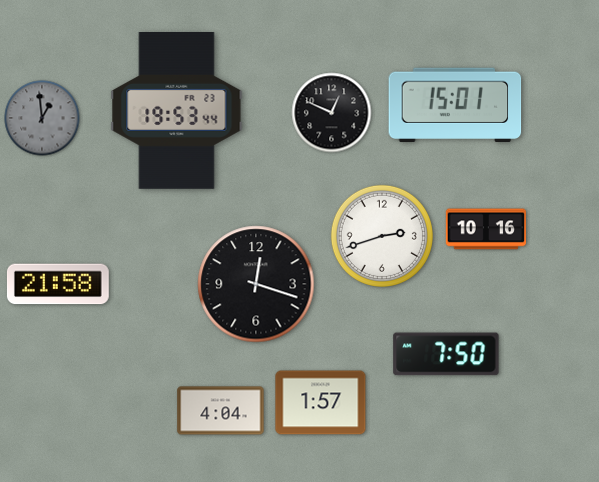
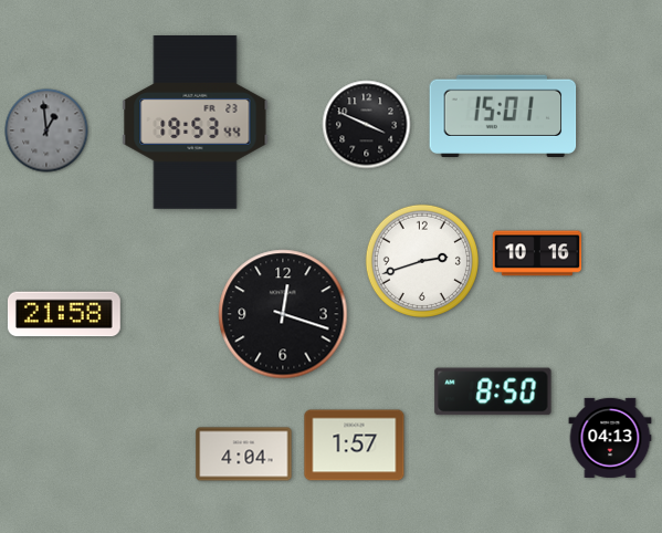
clock at (332, 113): 12:49 -> 3:49
clock at (446, 354): 7:50 -> 8:50
clock at (610, 438): none -> 04:13
